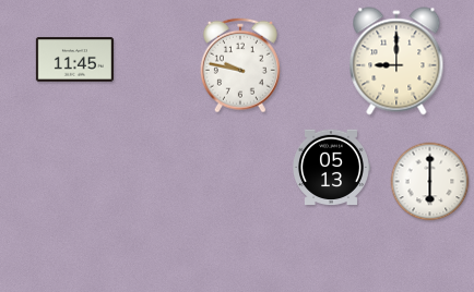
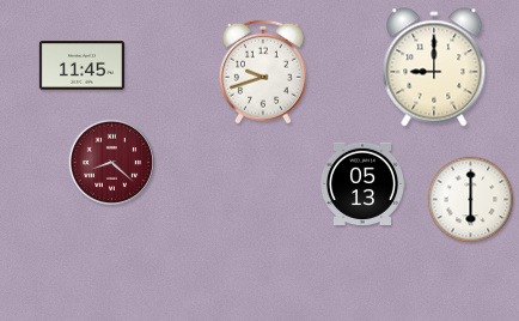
clock at (240, 65): 9:47 -> 9:42
clock at (111, 162): none -> 8:22
